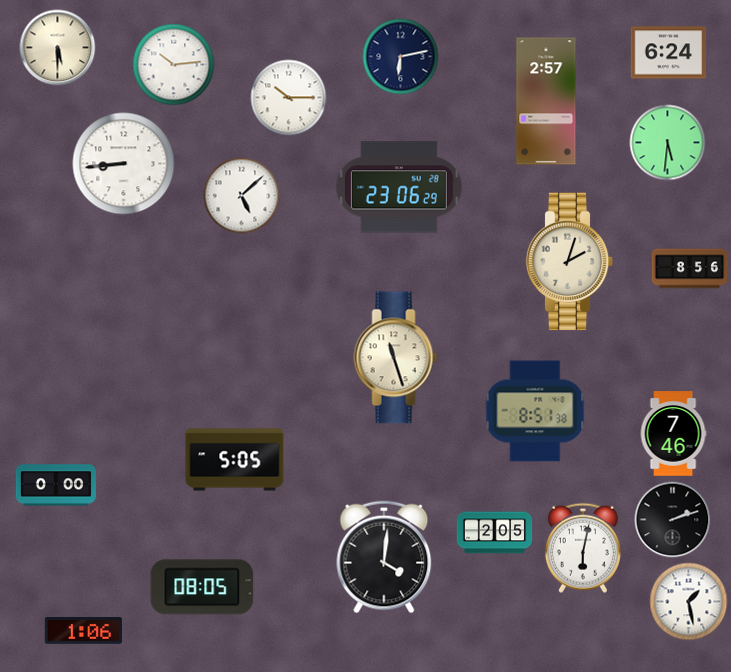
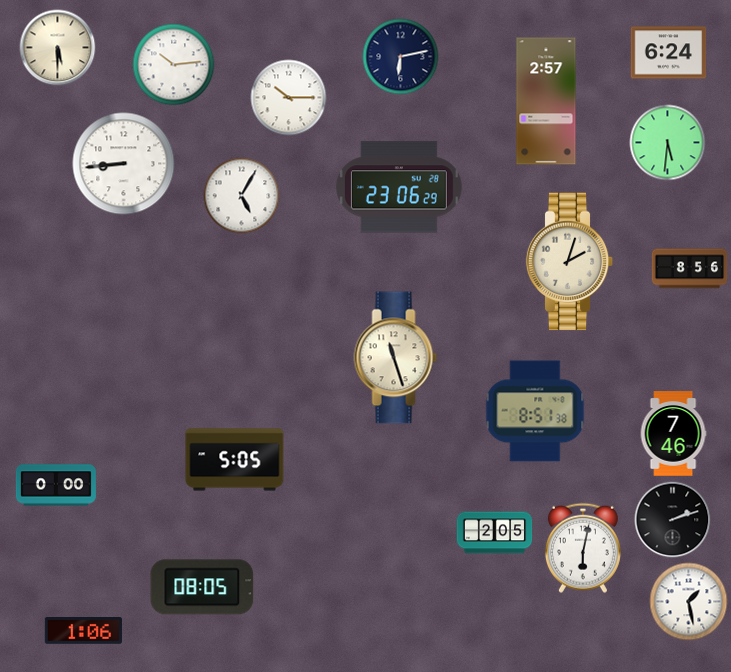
clock at (242, 196): 5:08 -> 5:05
clock at (384, 557): 4:01 -> none
